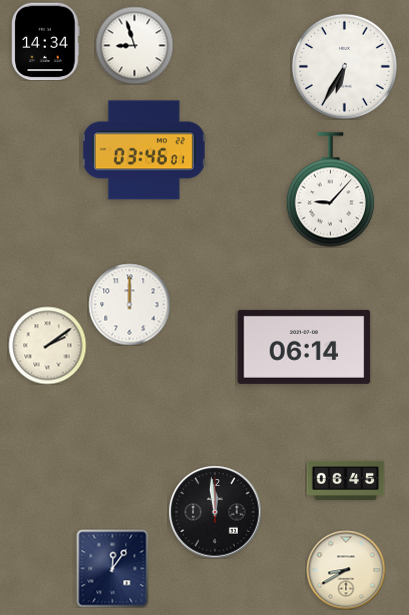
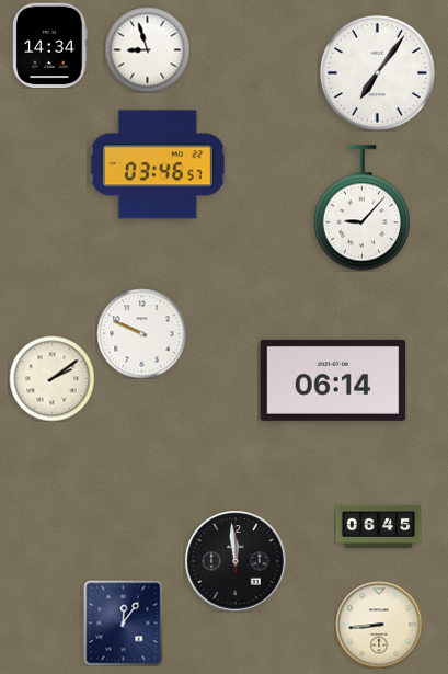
clock at (344, 66): 6:35 -> 7:06
clock at (144, 150): 03:46:01 -> 03:46:57
clock at (129, 304): 12:00 -> 9:49
clock at (346, 570): 8:40 -> 8:44
